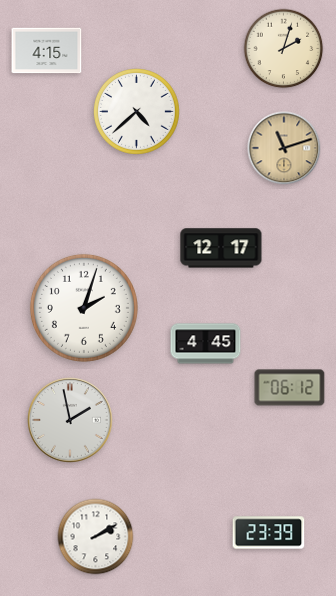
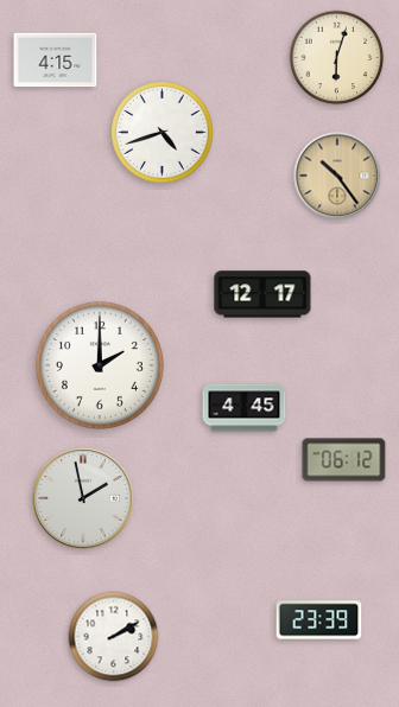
clock at (284, 49): 2:03 -> 6:03
clock at (137, 112): 4:38 -> 4:42
clock at (284, 148): 11:12 -> 10:24
clock at (84, 308): 2:03 -> 2:00
clock at (269, 533) position: (269, 533) -> (319, 620)
